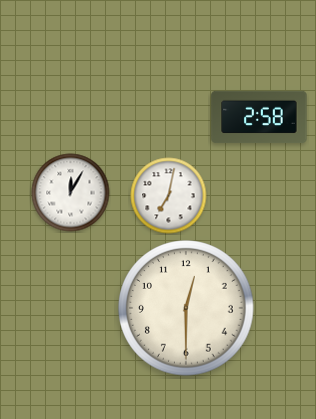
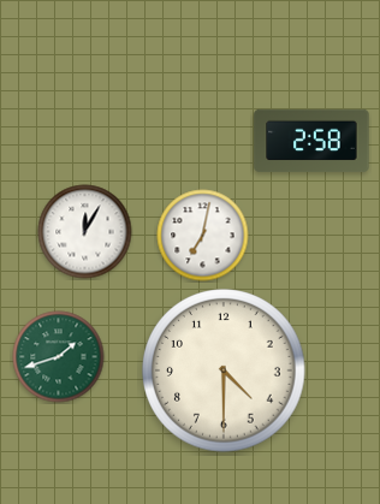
clock at (59, 357): none -> 1:42
clock at (186, 308): 12:30 -> 4:30
